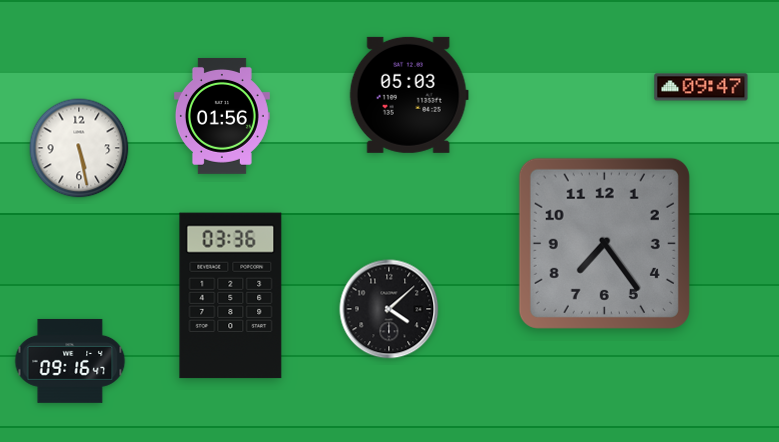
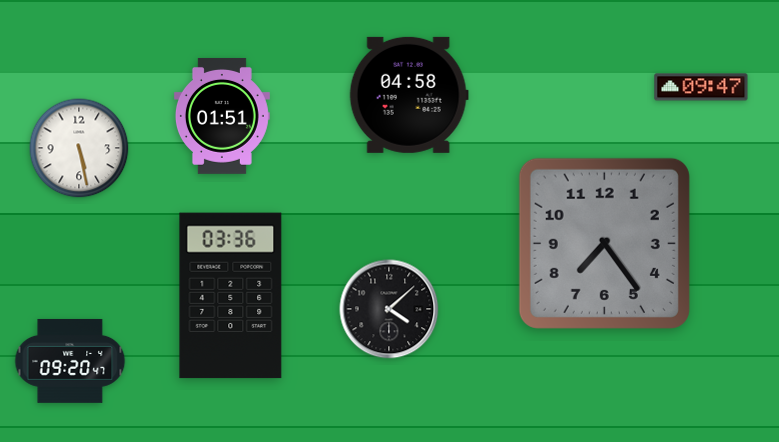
clock at (409, 95): 05:03 -> 04:58
clock at (222, 116): 01:56 -> 01:51
clock at (70, 361): 09:16 -> 09:20
